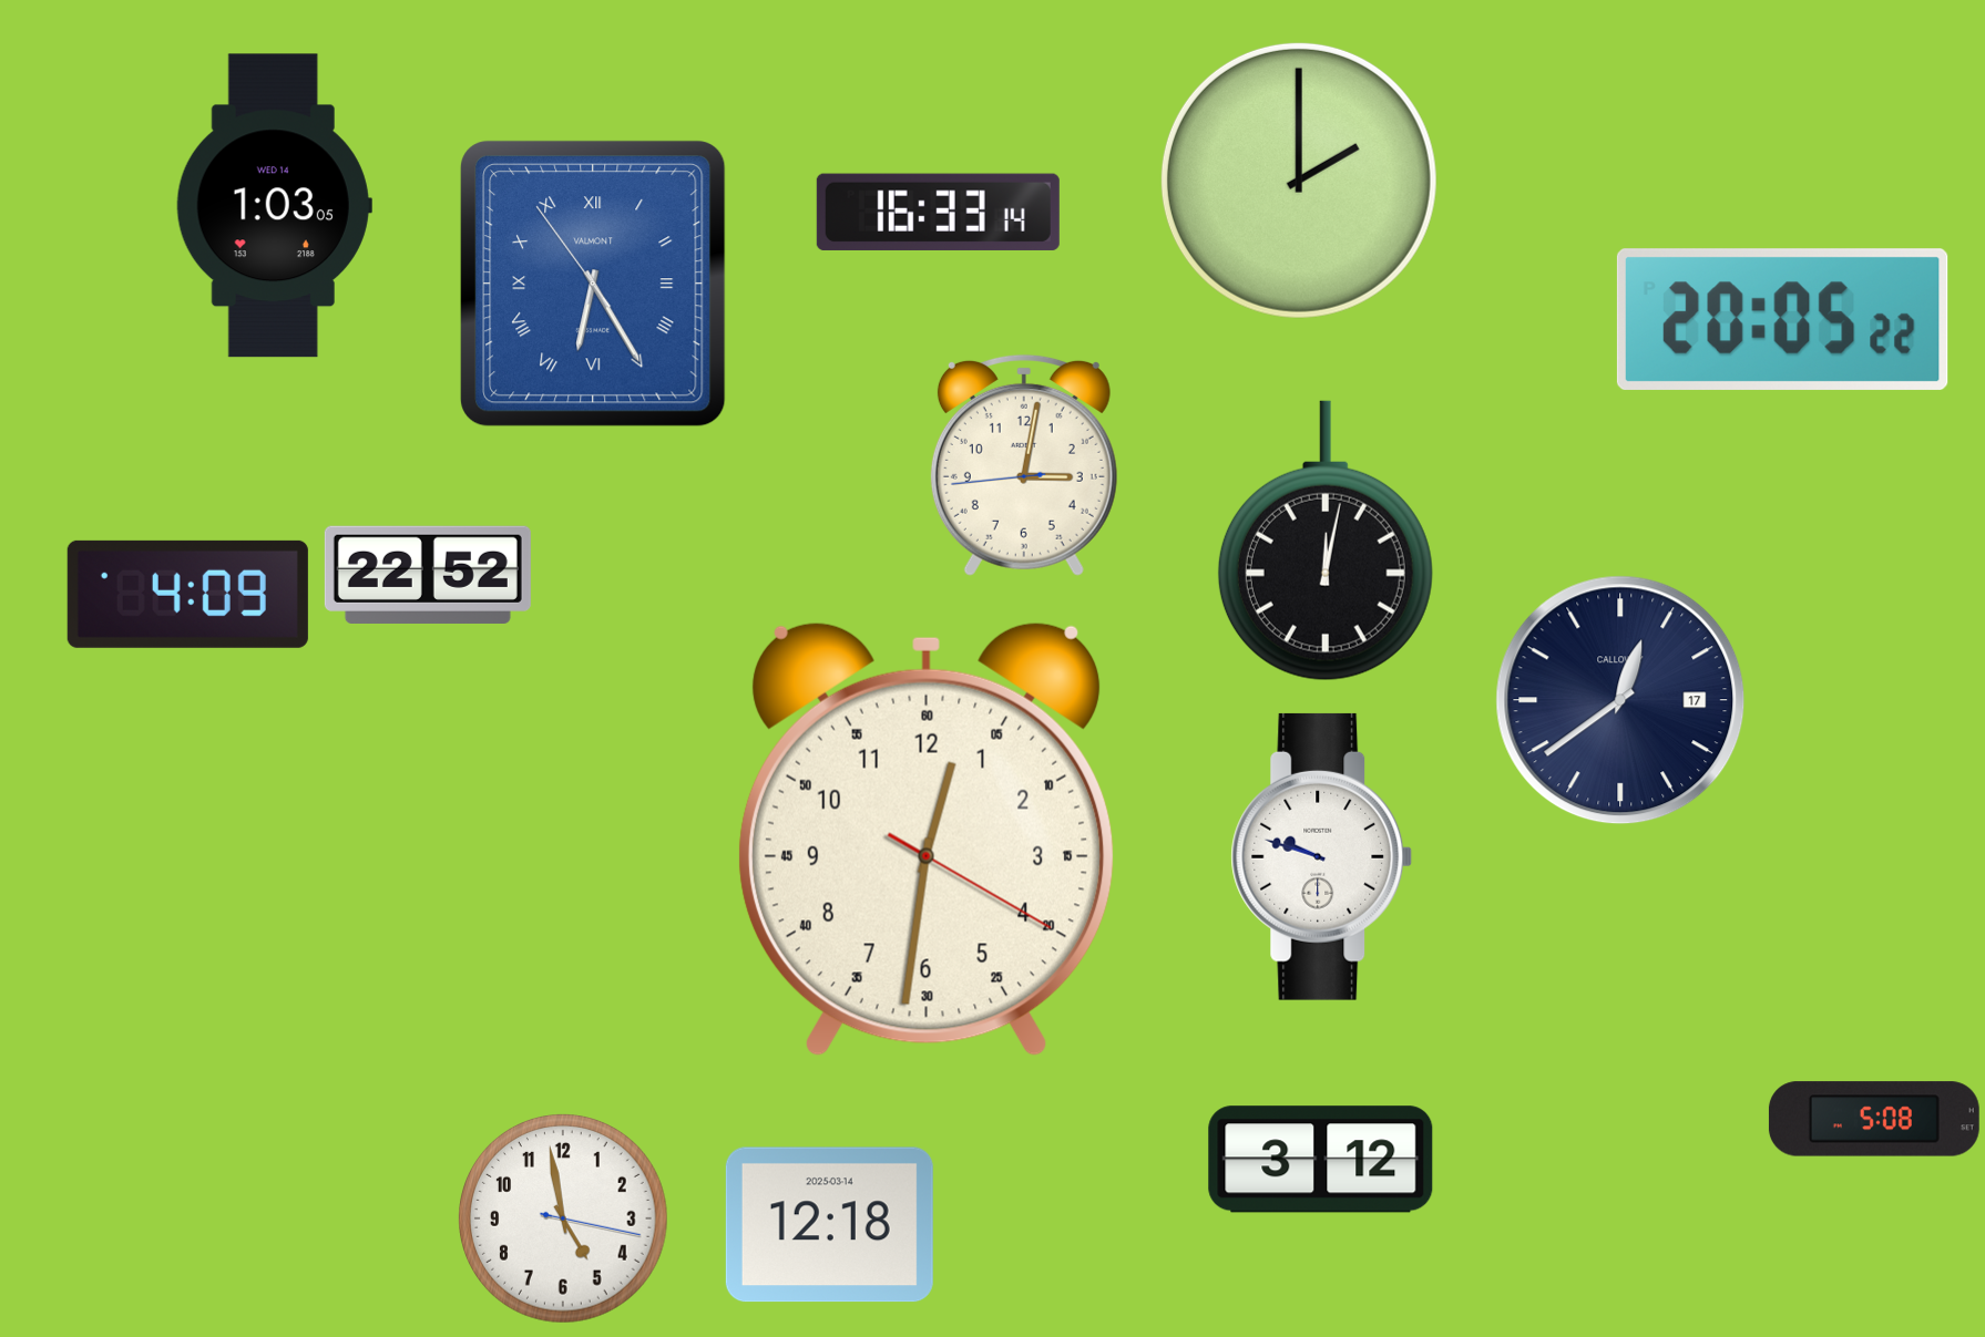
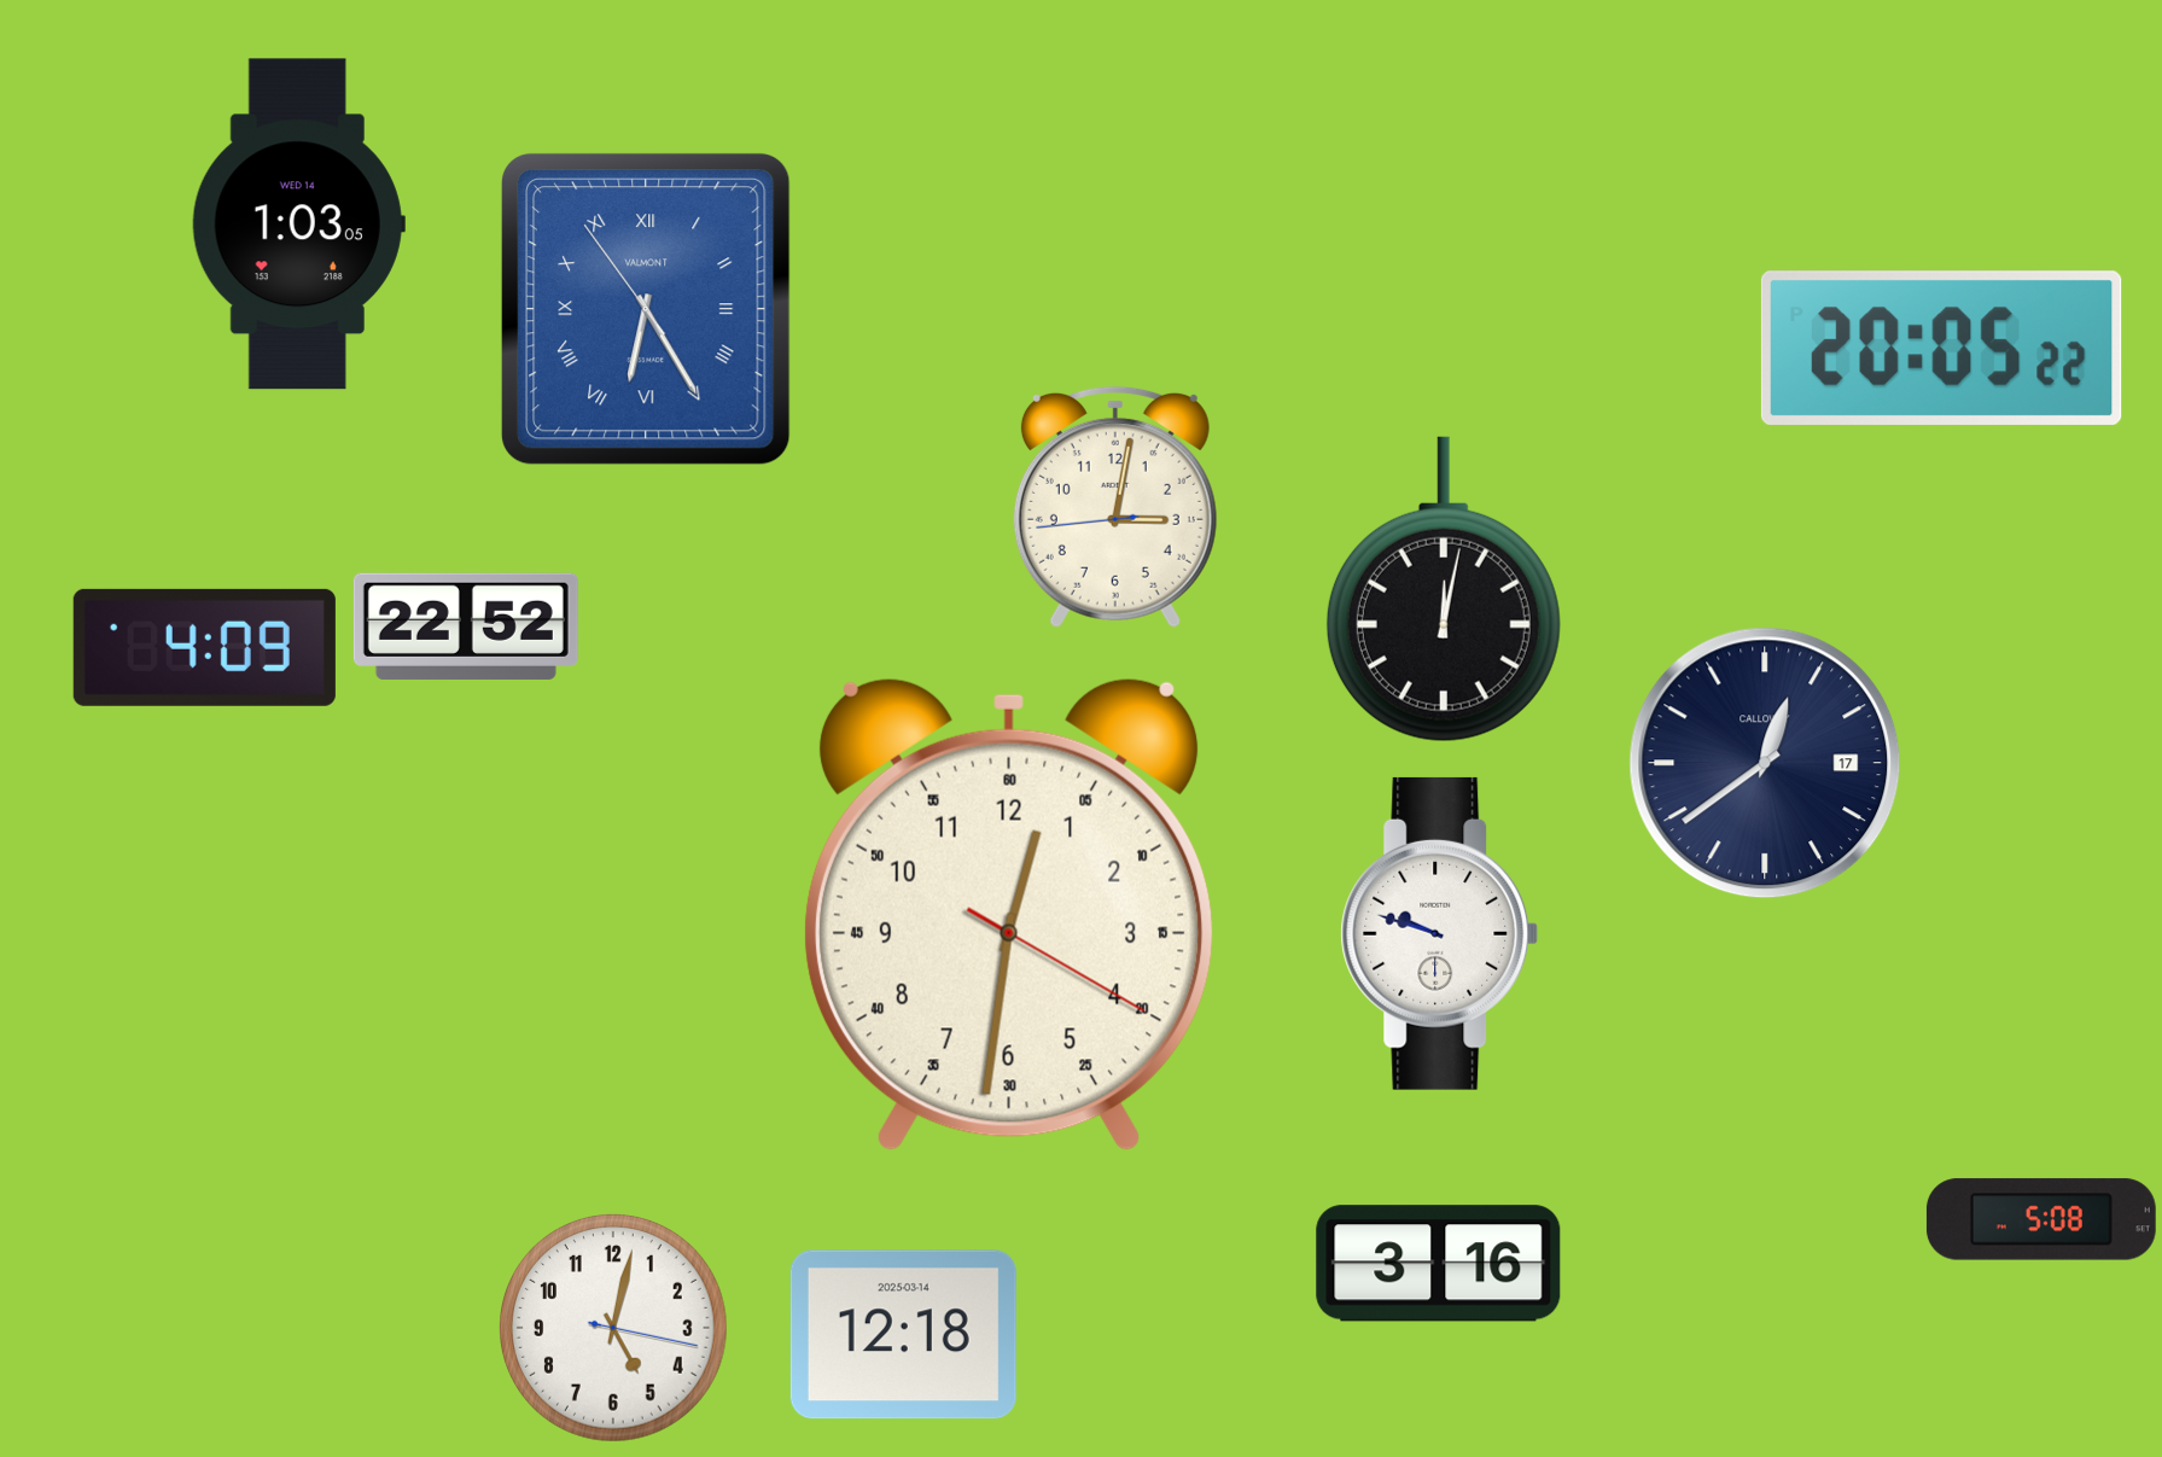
clock at (1299, 181): 2:00 -> none
clock at (938, 212): 16:33 -> none
clock at (1321, 1160): 3:12 -> 3:16
clock at (564, 1220): 4:58 -> 5:02
